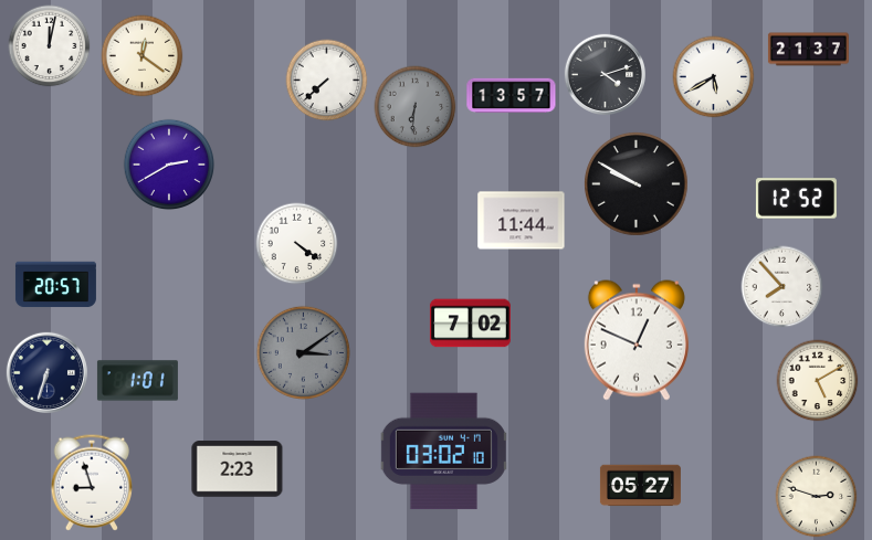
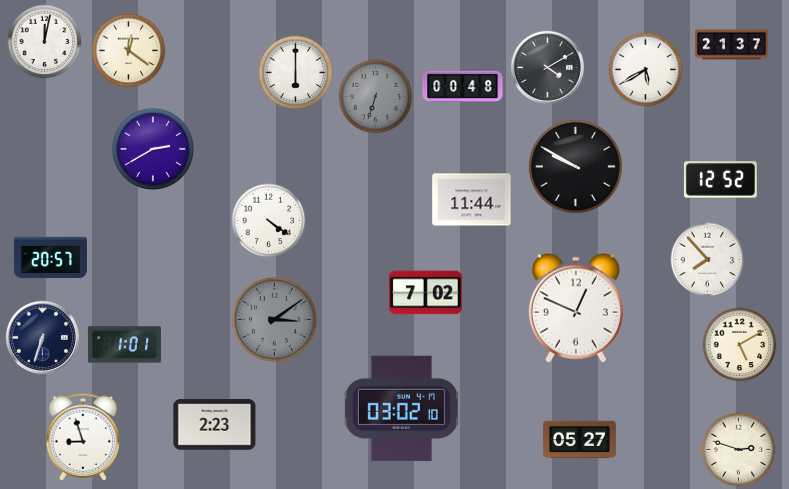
clock at (605, 74): 4:12 -> 4:10
clock at (327, 81): 7:38 -> 6:00
clock at (512, 96): 13:57 -> 00:48
clock at (416, 107): 6:31 -> 6:33
